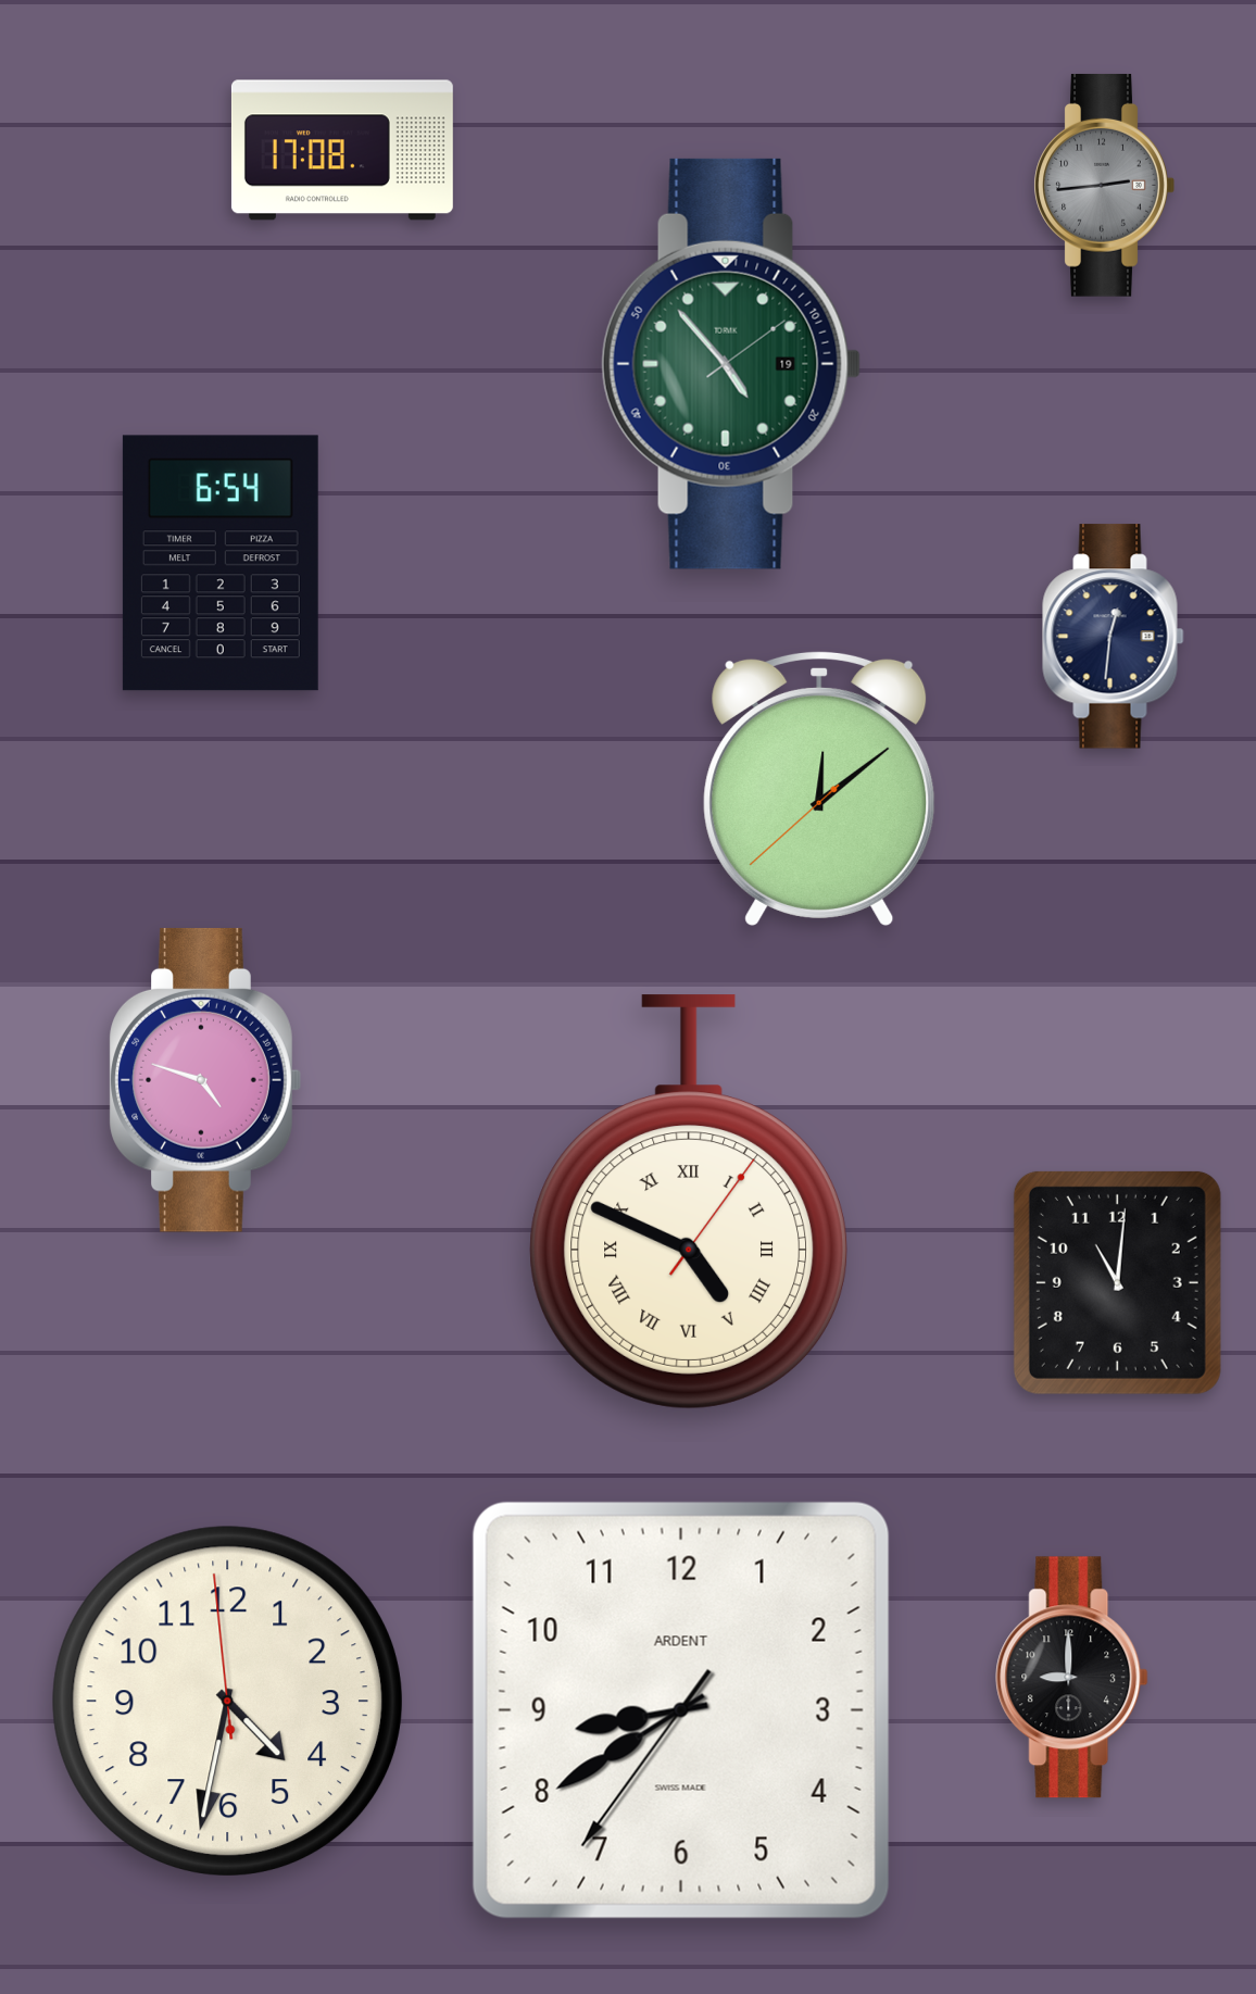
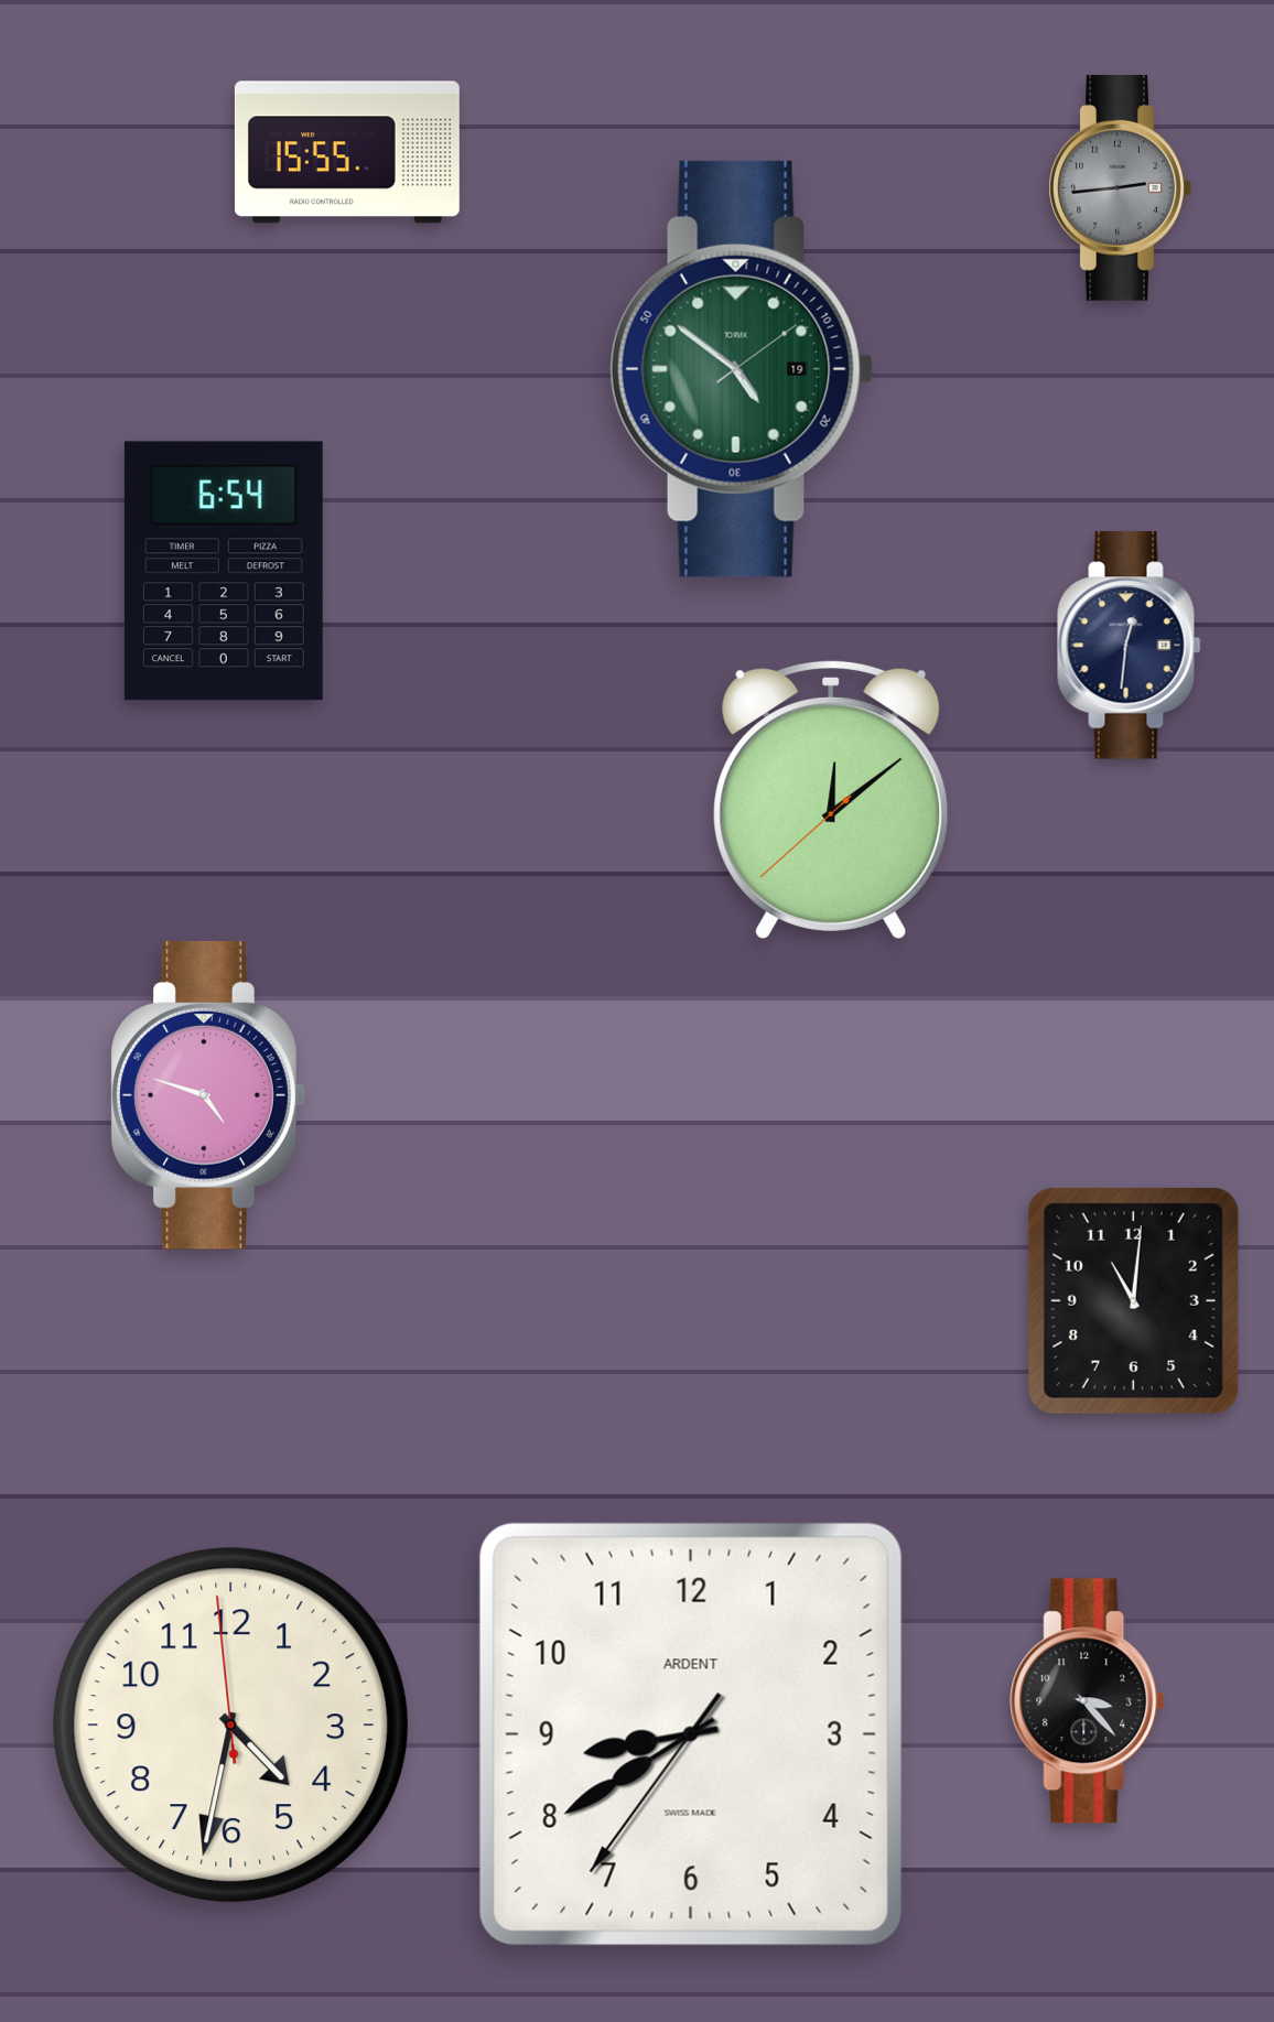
clock at (342, 150): 17:08 -> 15:55
clock at (731, 364): 4:53 -> 4:51
clock at (688, 1202): 4:49 -> none
clock at (1072, 1678): 9:00 -> 3:23
